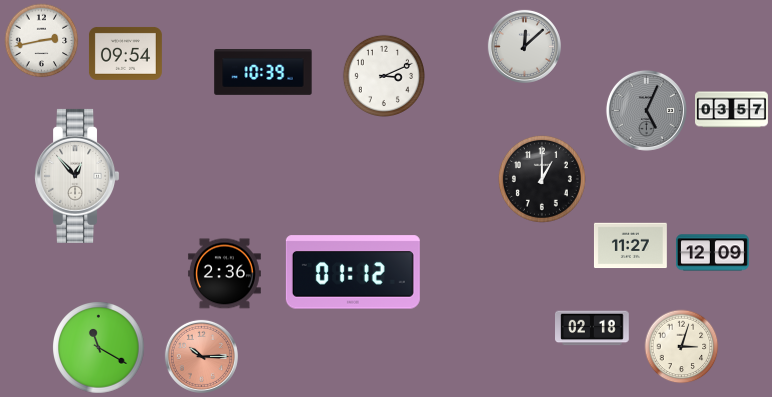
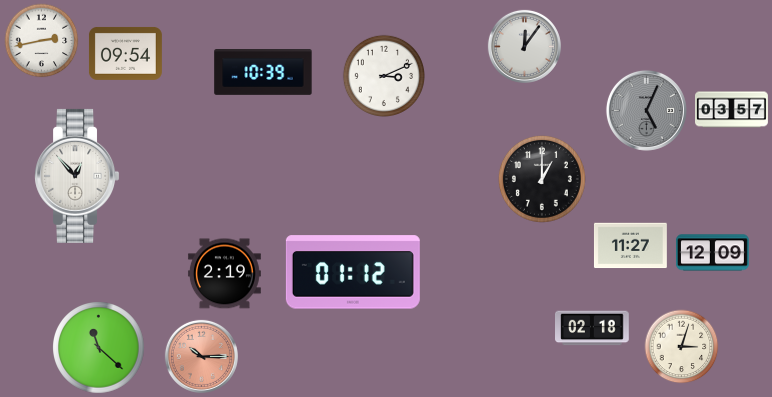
clock at (524, 46): 12:08 -> 12:06
clock at (224, 274): 2:36 -> 2:19
clock at (99, 348): 11:20 -> 11:22
